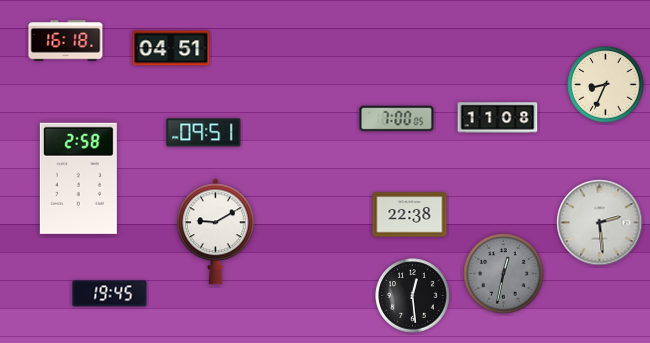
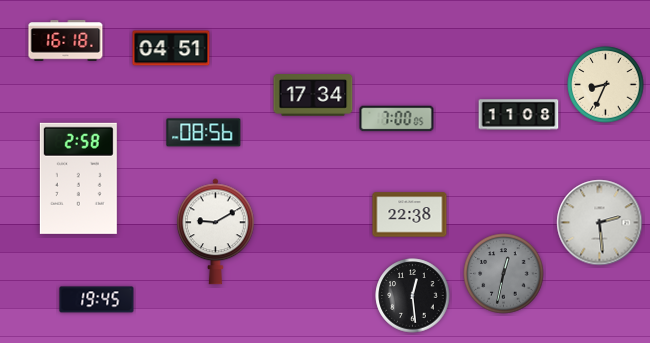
clock at (313, 95): none -> 17:34
clock at (498, 118) position: (498, 118) -> (519, 115)
clock at (204, 133): 09:51 -> 08:56
clock at (110, 294) position: (110, 294) -> (97, 300)
